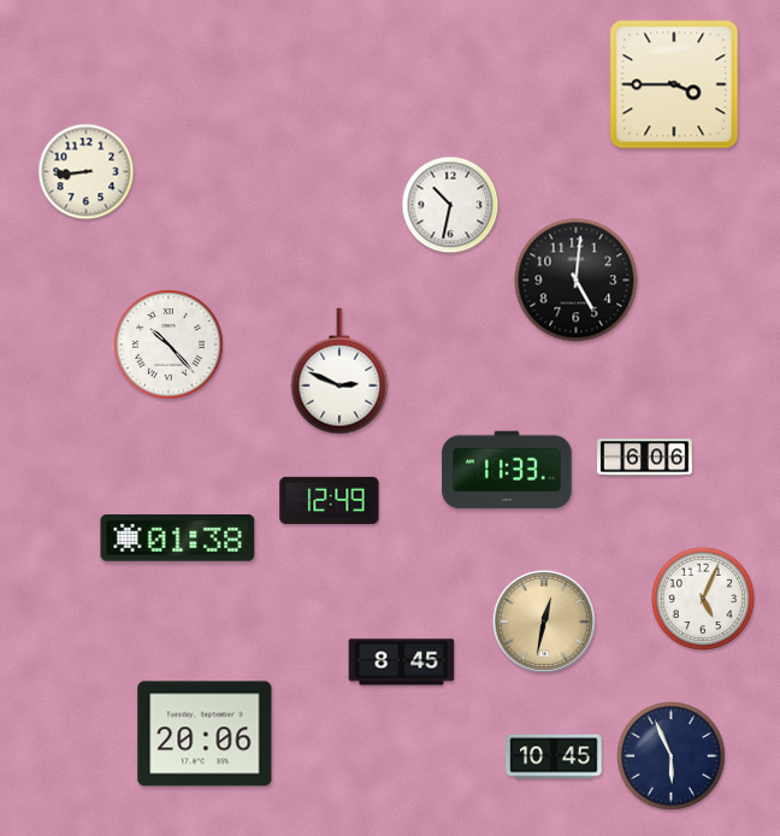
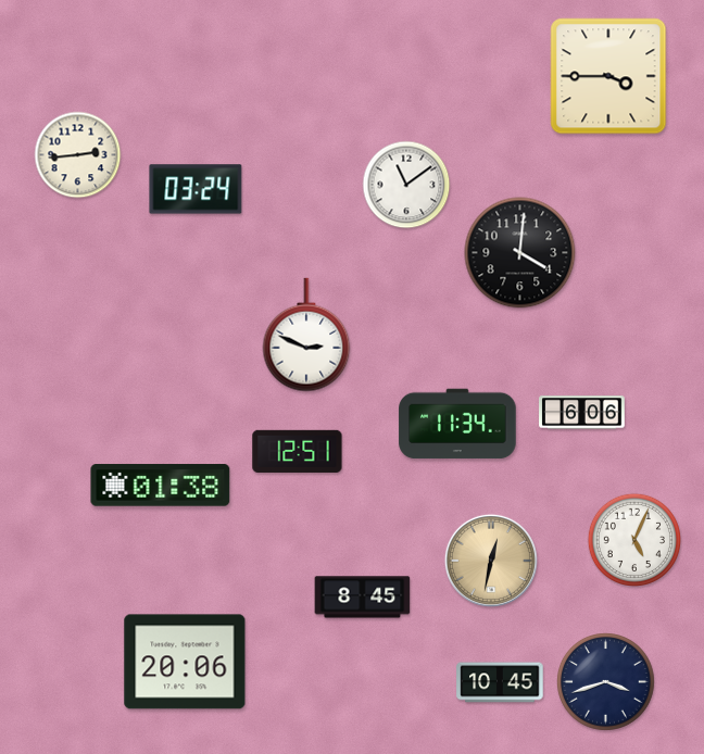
clock at (87, 172): 8:44 -> 2:44
clock at (450, 205): 10:32 -> 11:09
clock at (196, 189): none -> 03:24
clock at (577, 281): 5:01 -> 4:01
clock at (169, 345): 10:23 -> none
clock at (507, 470): 11:33 -> 11:34
clock at (330, 500): 12:49 -> 12:51
clock at (672, 756): 5:56 -> 3:42
